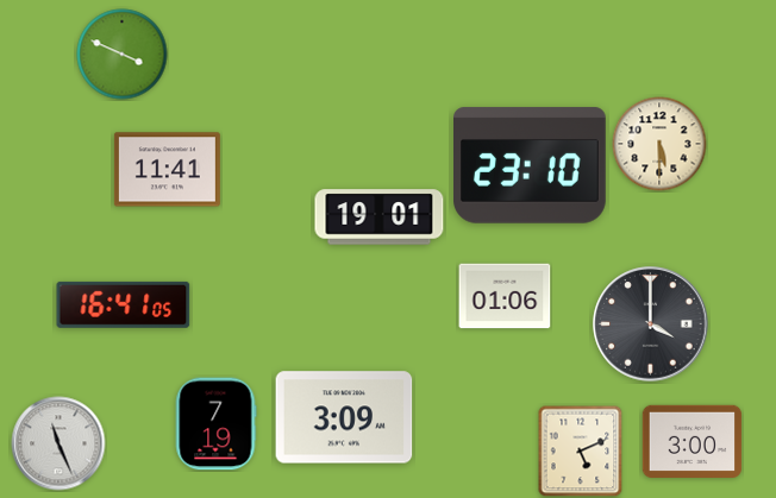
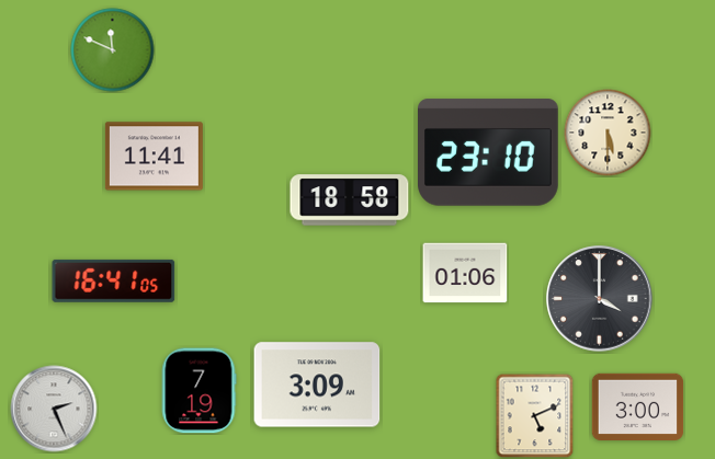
clock at (123, 55): 3:49 -> 11:49
clock at (380, 218): 19:01 -> 18:58
clock at (58, 443): 11:26 -> 2:26
